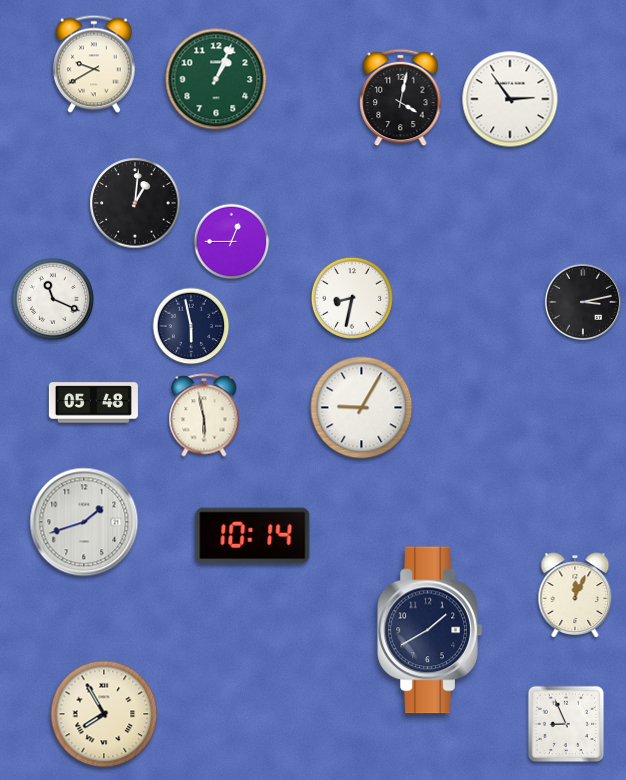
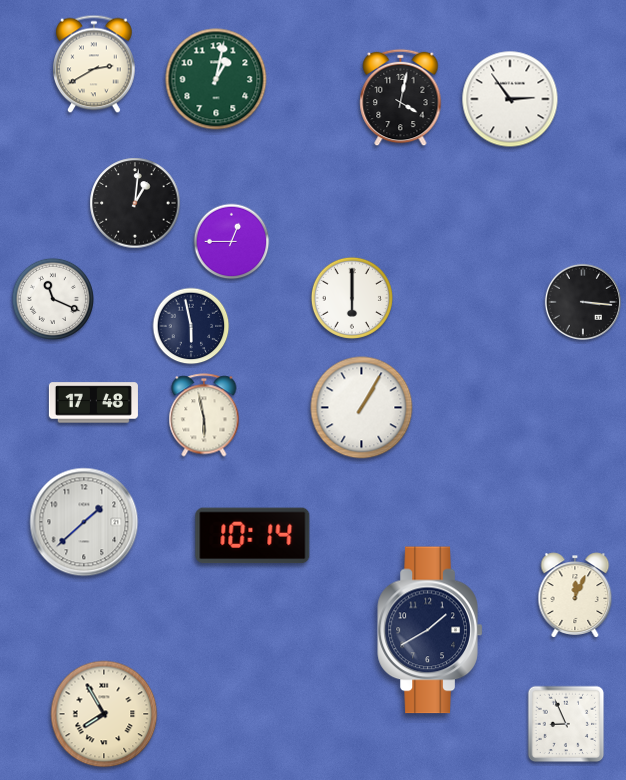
clock at (95, 64): 9:40 -> 2:40
clock at (216, 79): 1:04 -> 1:02
clock at (352, 298): 8:32 -> 6:00
clock at (583, 302): 3:13 -> 3:16
clock at (93, 403): 05:48 -> 17:48
clock at (362, 408): 9:05 -> 1:05
clock at (84, 522): 1:42 -> 1:38
